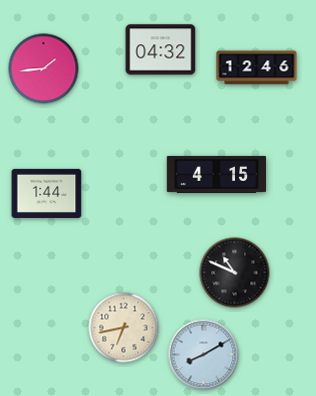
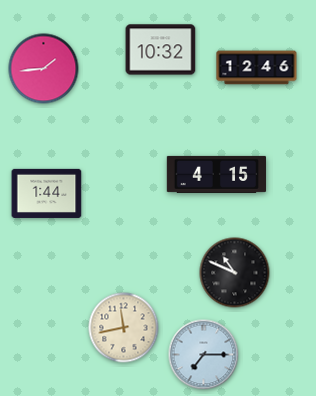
clock at (161, 50): 04:32 -> 10:32
clock at (124, 328): 6:43 -> 11:43
clock at (204, 355): 8:10 -> 7:15
